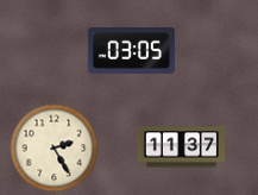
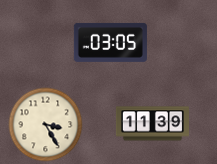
clock at (181, 147): 11:37 -> 11:39
clock at (55, 149): 2:25 -> 3:25
